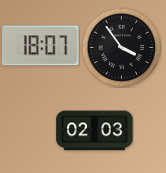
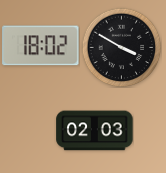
clock at (41, 46): 18:07 -> 18:02
clock at (121, 47): 3:54 -> 3:50
